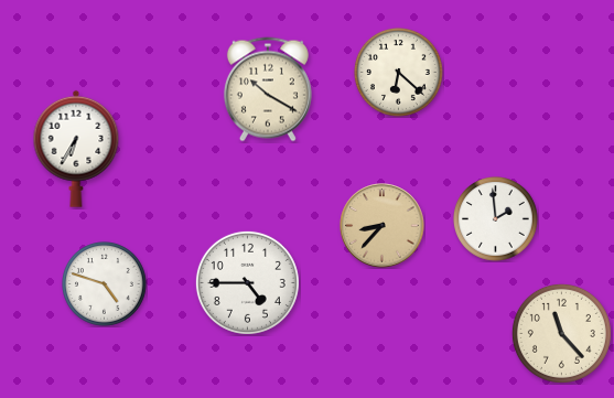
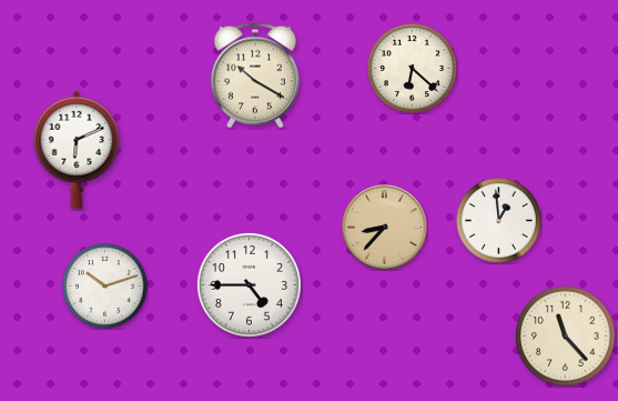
clock at (399, 73) position: (399, 73) -> (413, 69)
clock at (268, 89) position: (268, 89) -> (255, 76)
clock at (76, 149): 6:35 -> 6:11
clock at (496, 219): 1:59 -> 12:59
clock at (105, 284): 4:48 -> 10:12
